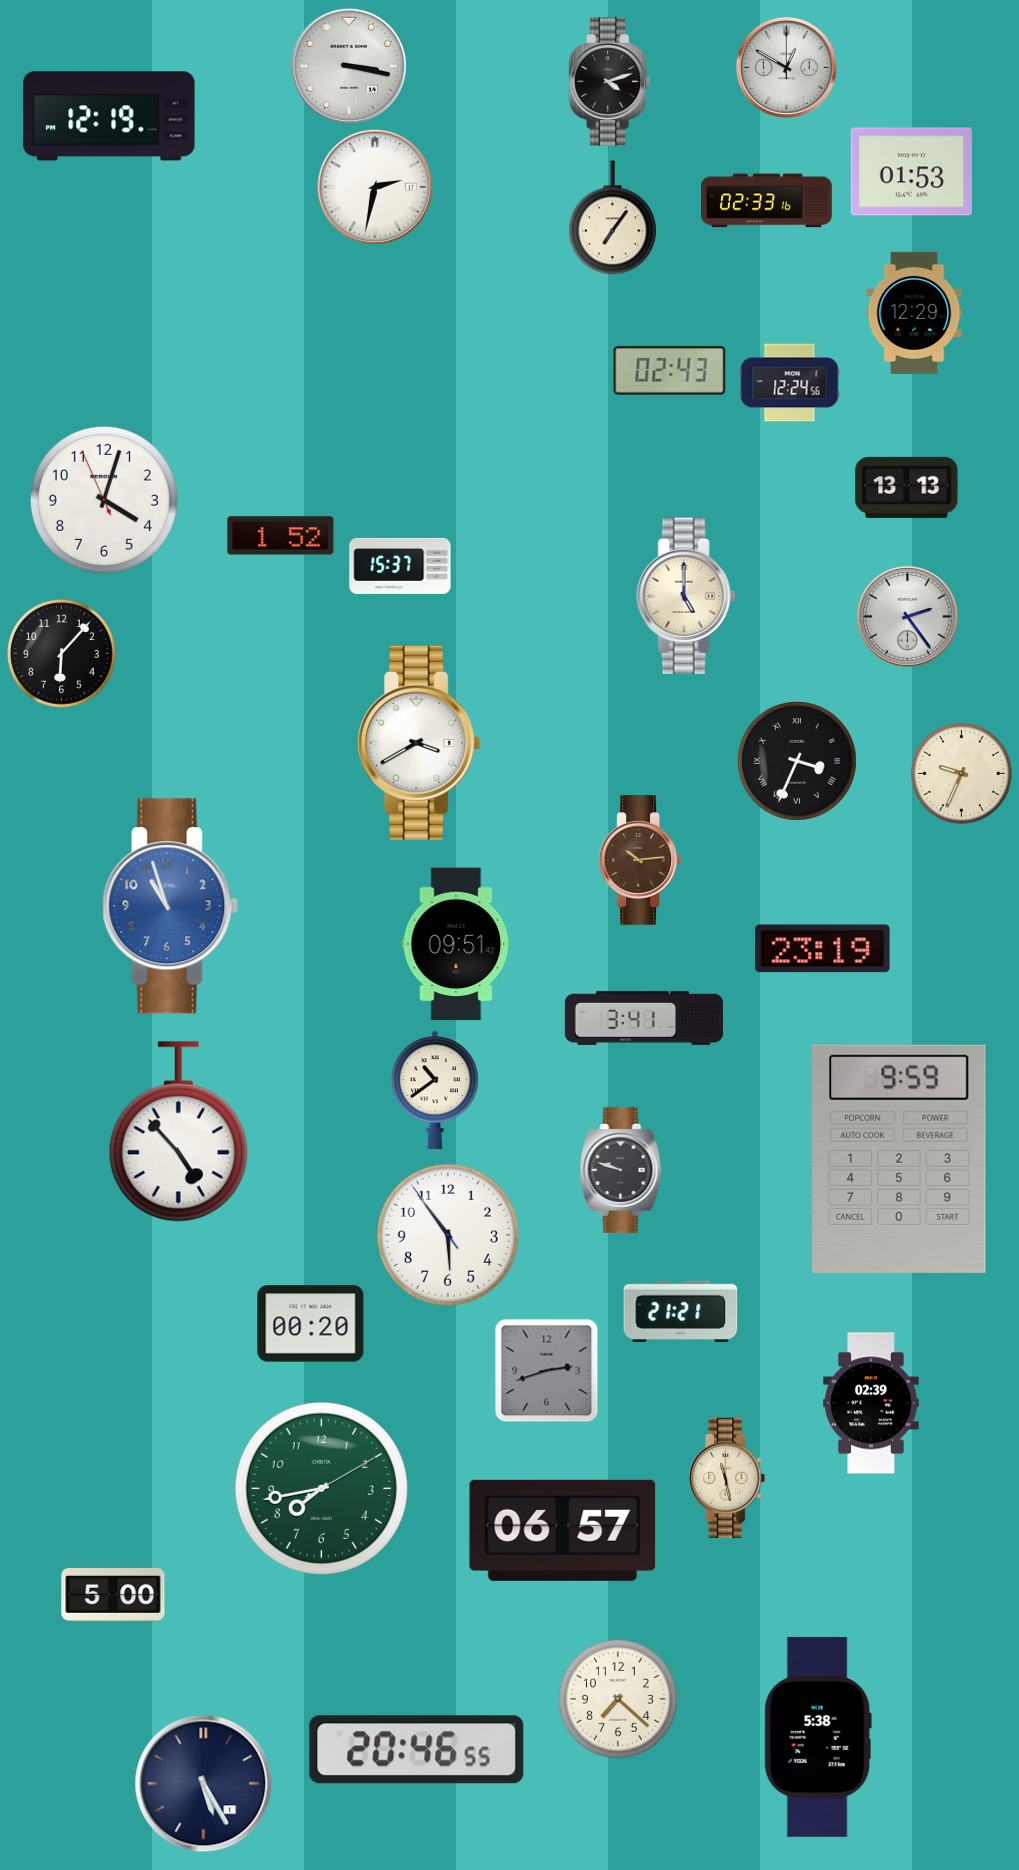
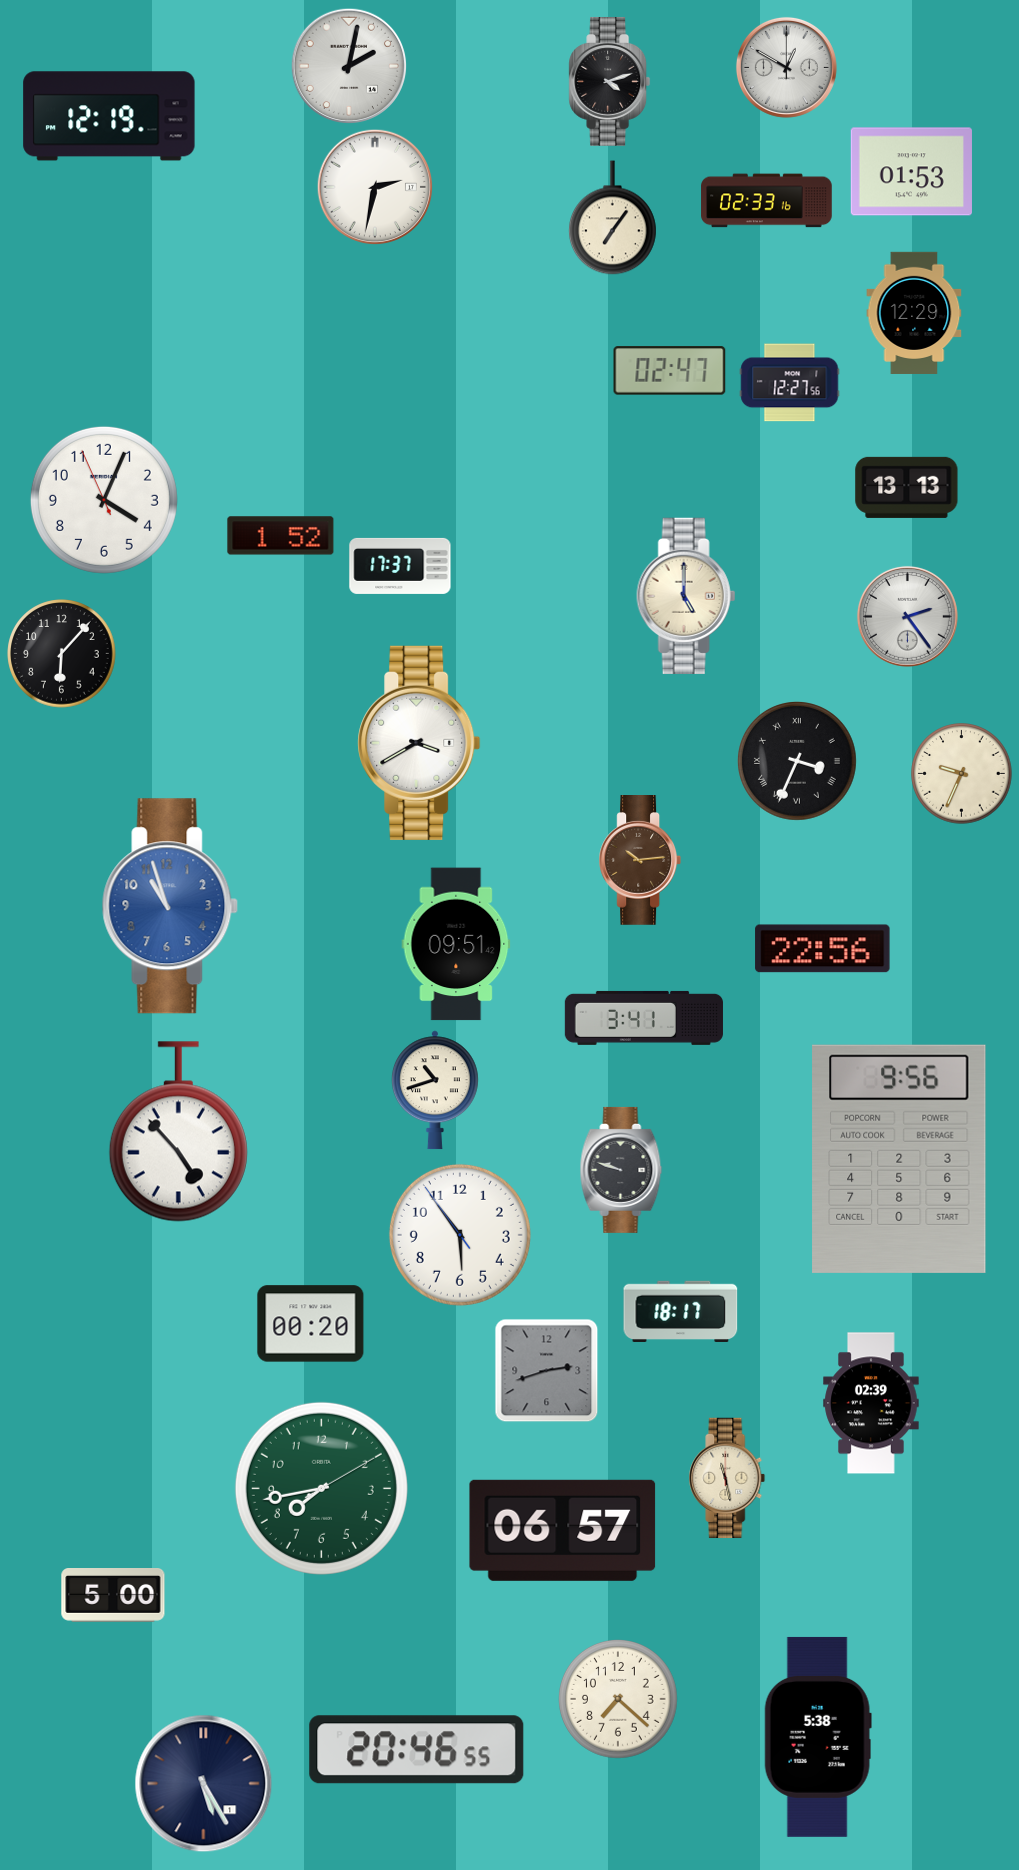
clock at (349, 66): 3:17 -> 2:02
clock at (670, 371): 02:43 -> 02:47
clock at (790, 383): 12:24 -> 12:27
clock at (104, 500): 4:02 -> 4:03
clock at (400, 566): 15:37 -> 17:37
clock at (823, 949): 23:19 -> 22:56
clock at (435, 1090): 10:39 -> 10:42
clock at (899, 1159): 9:59 -> 9:56
clock at (448, 1235) position: (448, 1235) -> (460, 1235)
clock at (681, 1311): 21:21 -> 18:17
